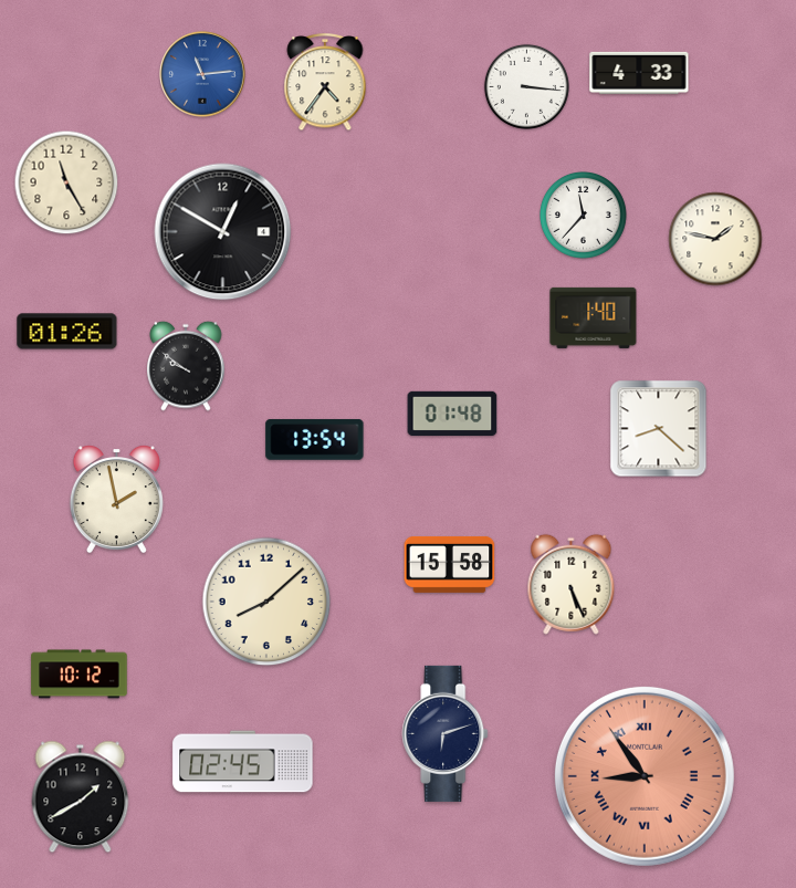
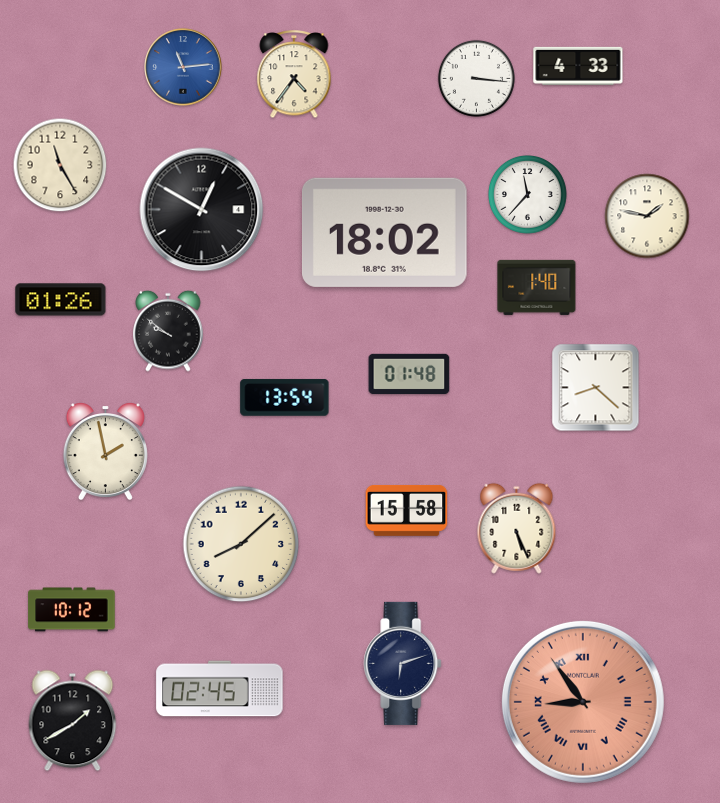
clock at (384, 232): none -> 18:02
